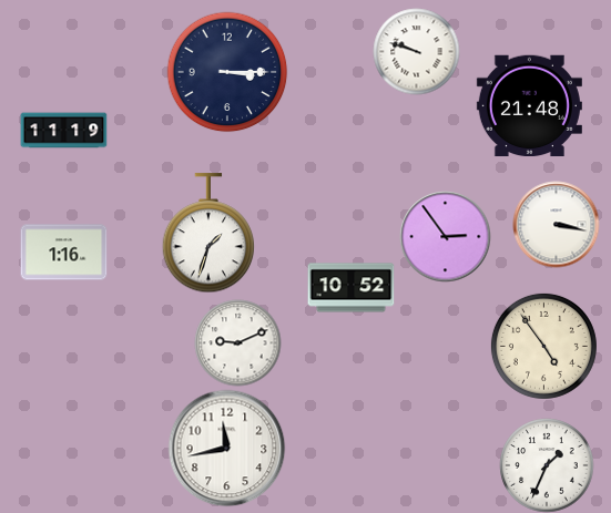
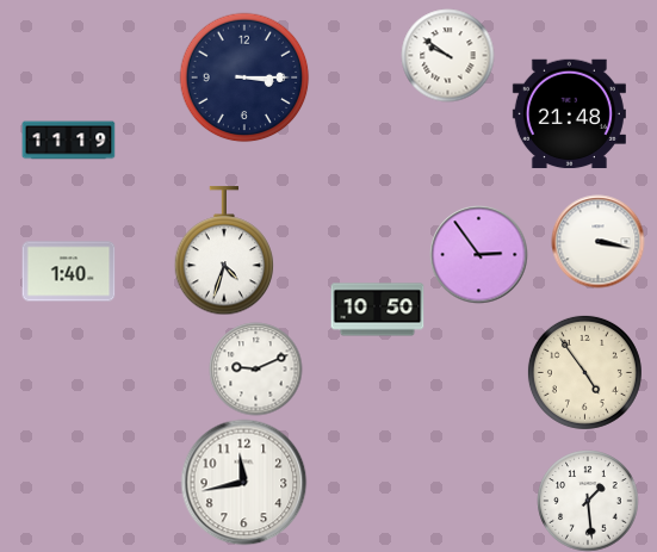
clock at (416, 51): 9:48 -> 9:51
clock at (208, 233): 1:33 -> 4:33
clock at (63, 253): 1:16 -> 1:40
clock at (350, 288): 10:52 -> 10:50
clock at (547, 465): 1:34 -> 1:29
